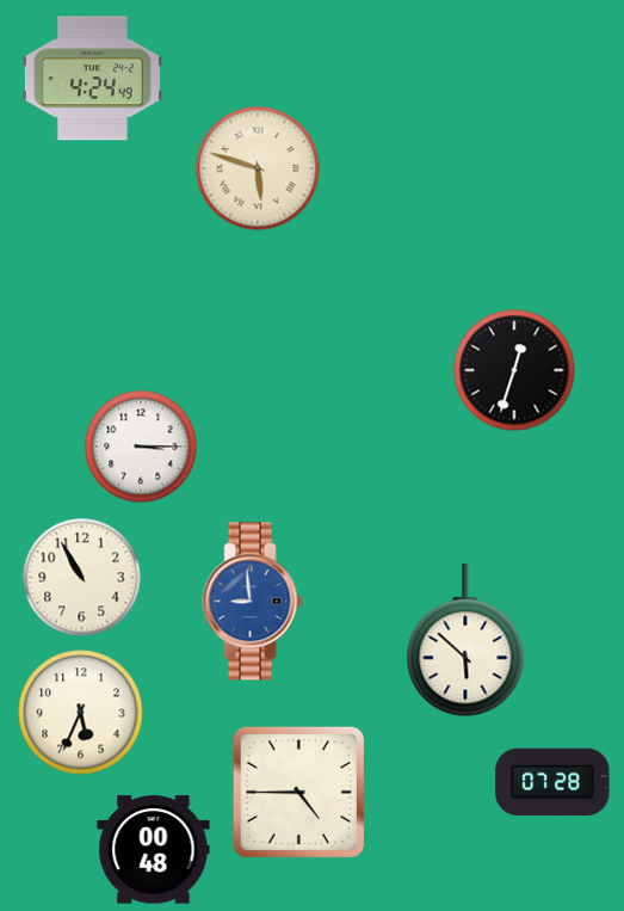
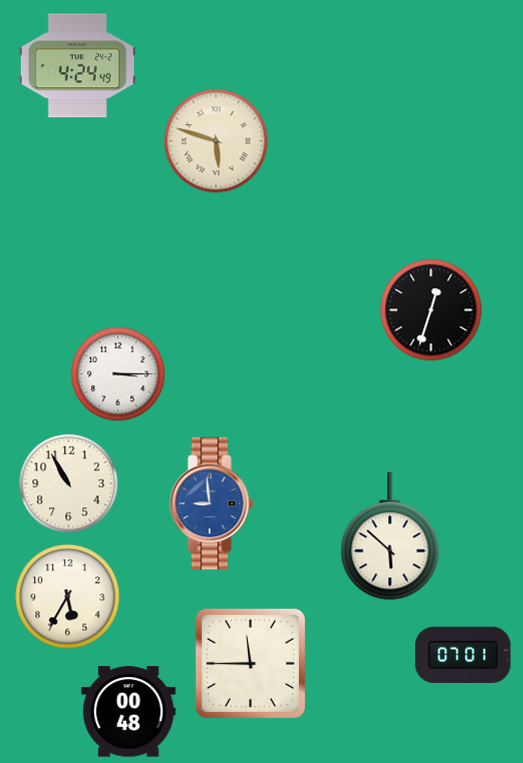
clock at (81, 713): 5:34 -> 5:35
clock at (552, 782): 07:28 -> 07:01
clock at (298, 792): 4:45 -> 11:45
